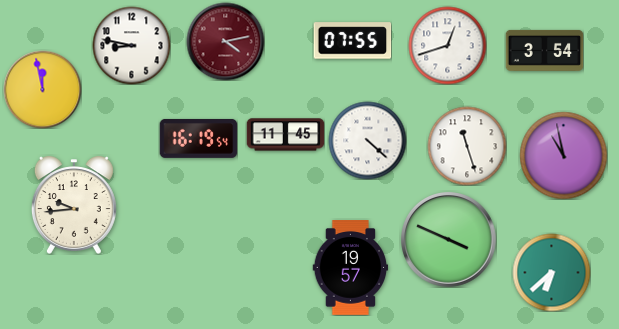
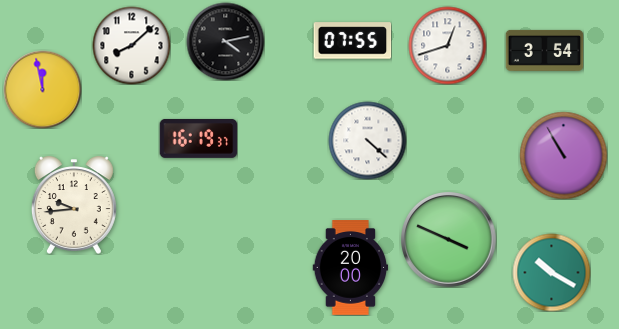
clock at (225, 41) dial: burgundy -> black
clock at (131, 45): 8:47 -> 8:08
clock at (285, 135): 11:45 -> none
clock at (198, 138): 16:19:54 -> 16:19:37
clock at (467, 146): 11:27 -> none
clock at (563, 155): 10:58 -> 10:55
clock at (351, 268): 19:57 -> 20:00
clock at (551, 272): 6:38 -> 10:20
